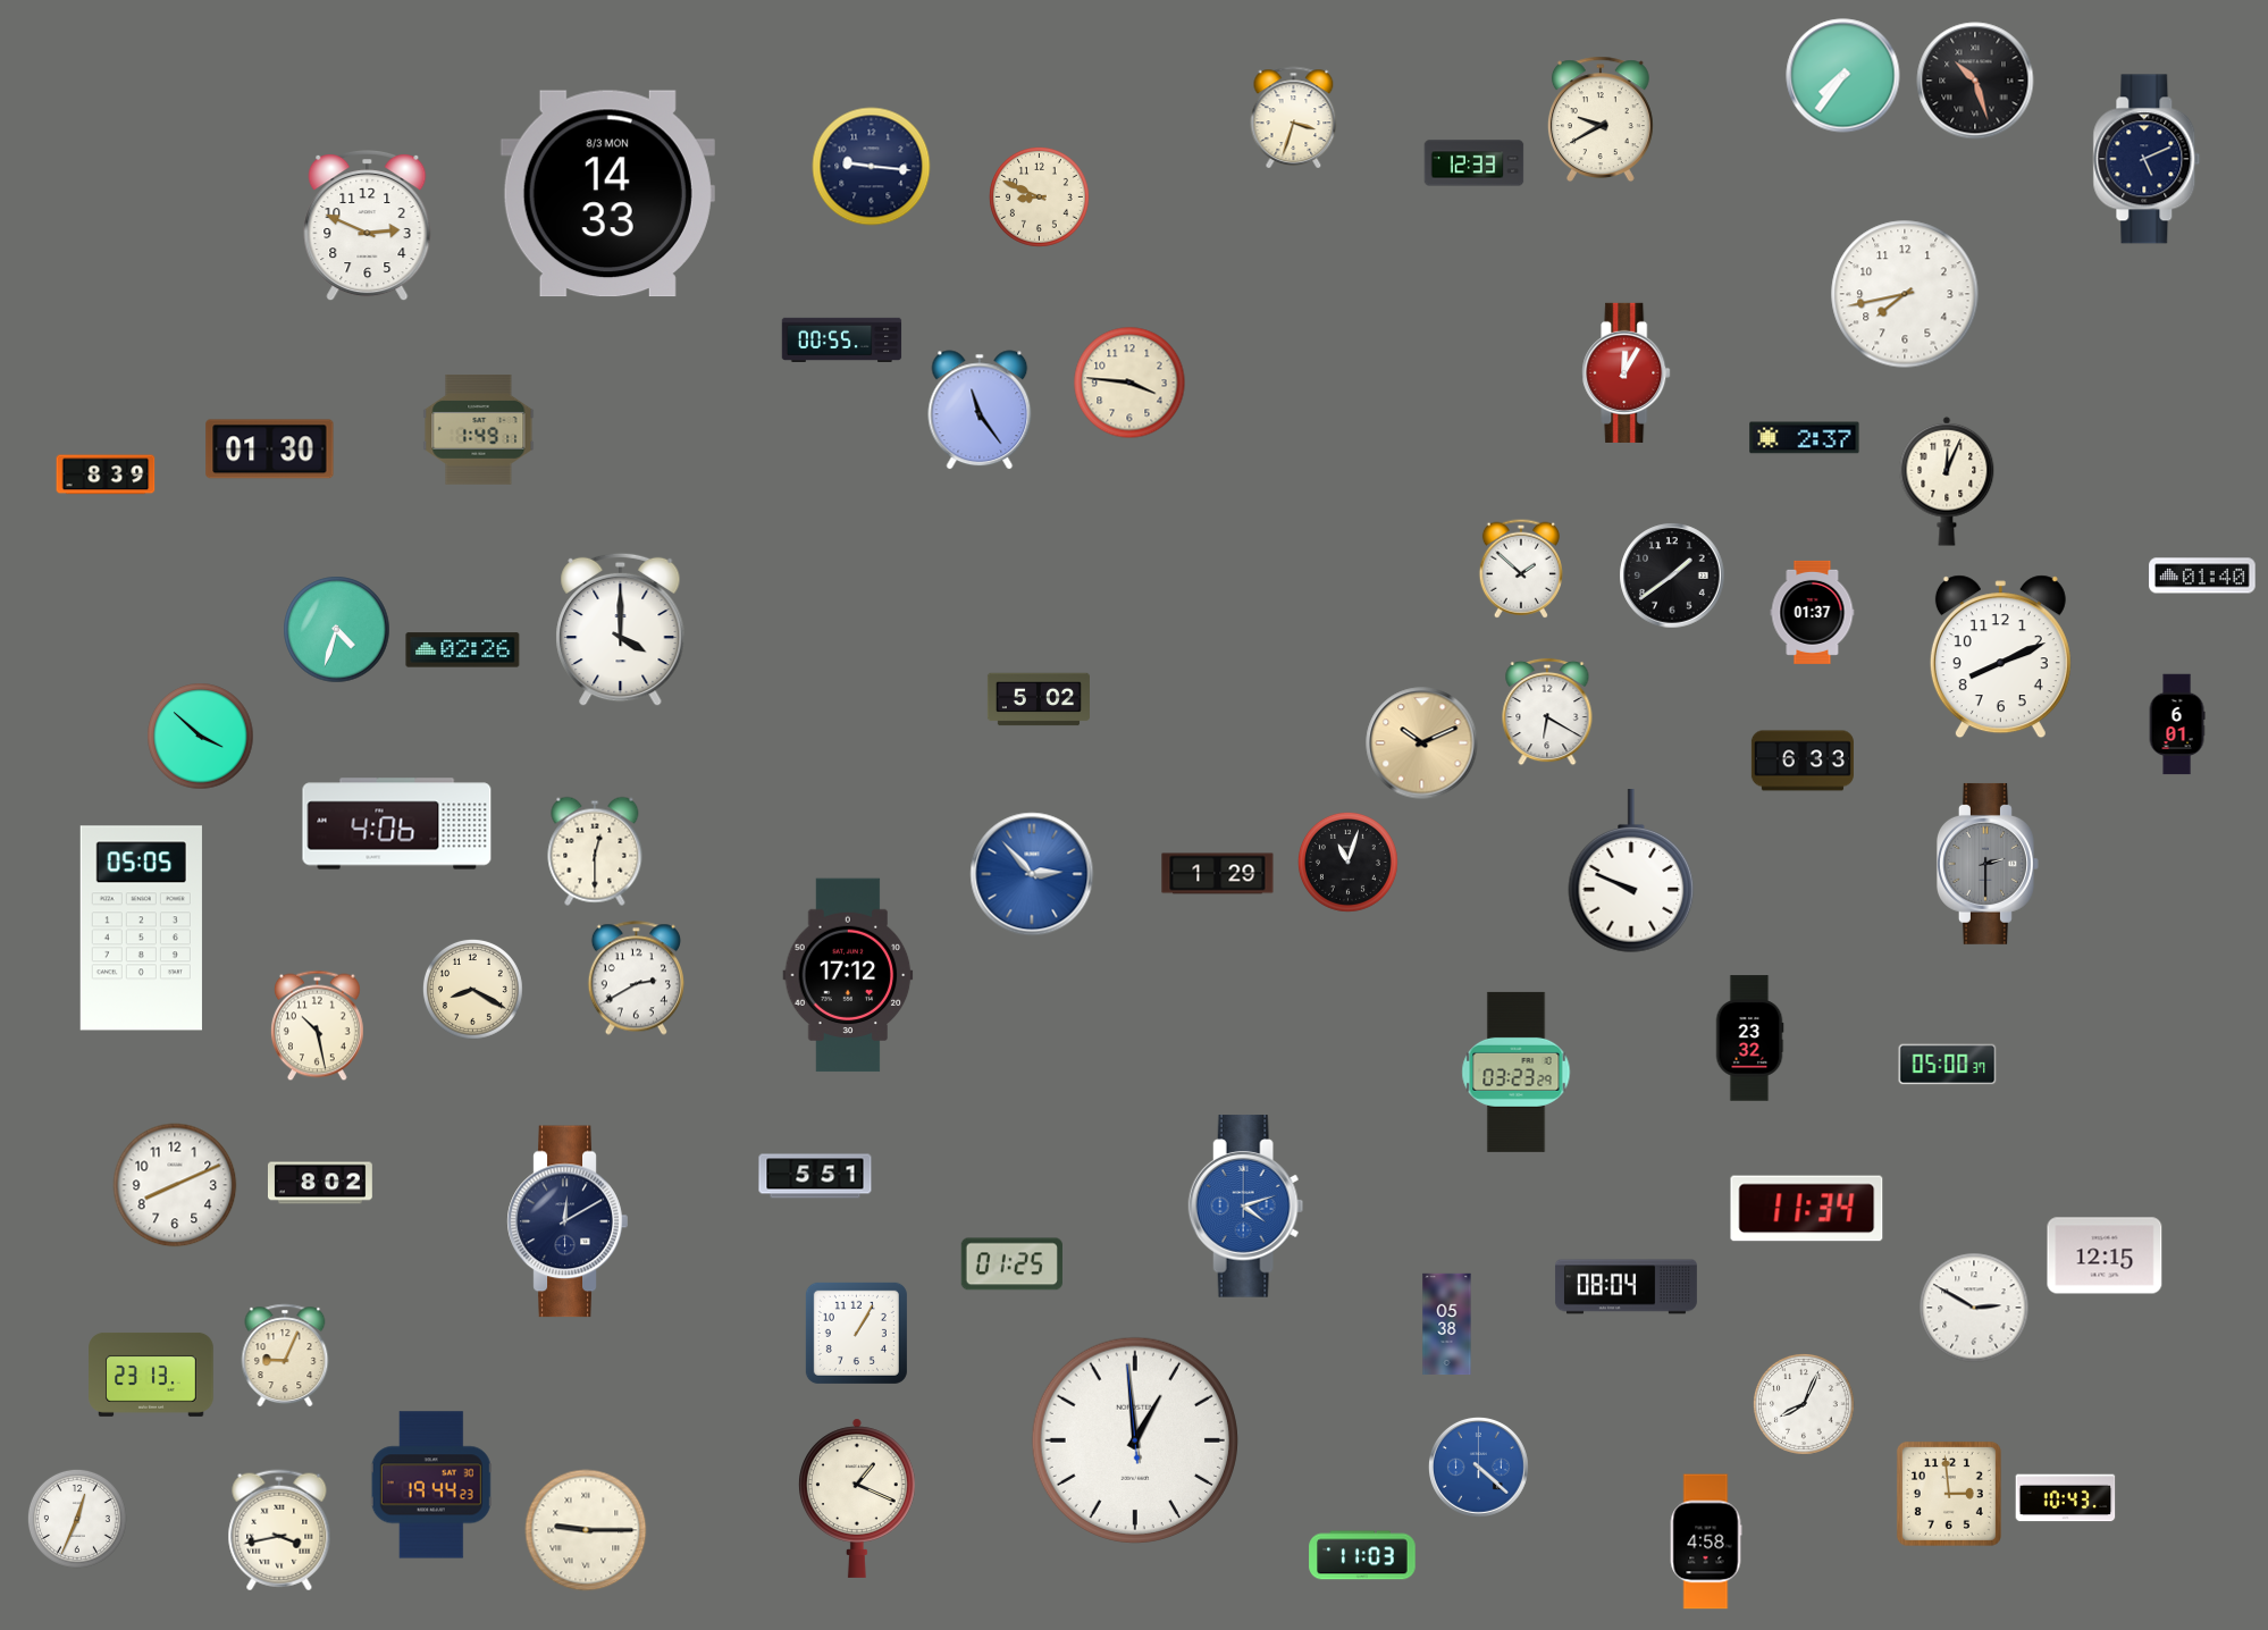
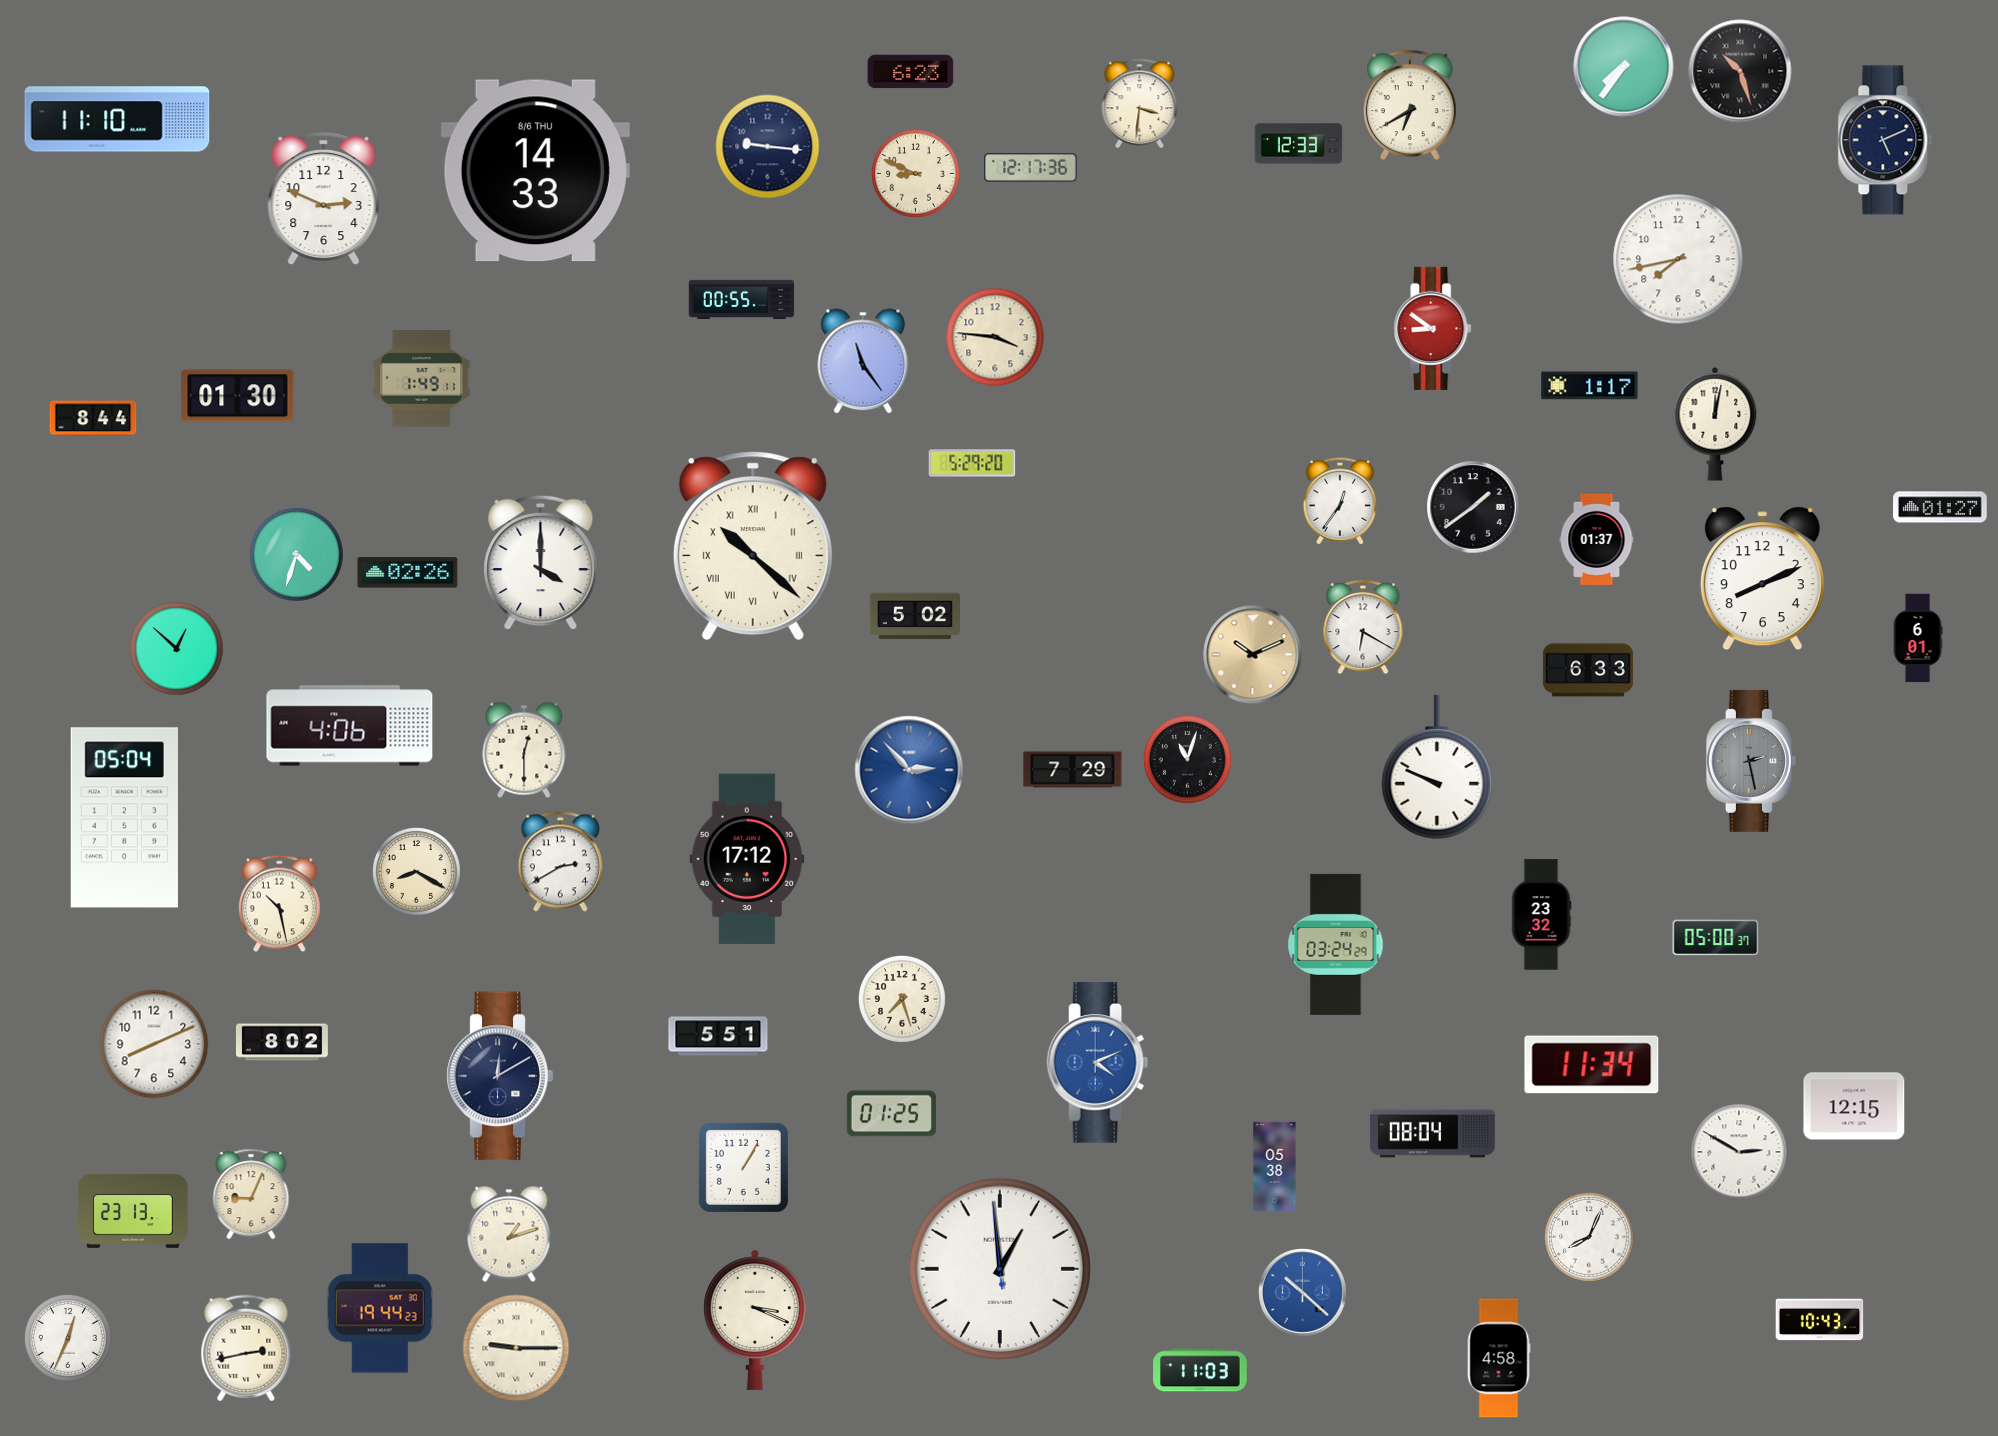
clock at (911, 72): none -> 6:23
clock at (1294, 117): 3:33 -> 3:31
clock at (1601, 119): 9:40 -> 6:40
clock at (117, 119): none -> 11:10
clock at (2147, 159) position: (2147, 159) -> (1885, 140)
clock at (1031, 168): none -> 12:17
clock at (607, 194) date: 8/3 MON -> 8/6 THU
clock at (1627, 372): 12:05 -> 8:51
clock at (1805, 438): 2:37 -> 1:17
clock at (106, 474): 8:39 -> 8:44
clock at (1947, 481): 12:04 -> 12:02
clock at (972, 463): none -> 5:29
clock at (1521, 569): 1:52 -> 12:36
clock at (2202, 575): 01:40 -> 01:27
clock at (753, 546): none -> 10:22
clock at (621, 630) position: (621, 630) -> (541, 563)
clock at (201, 737): 3:52 -> 12:52
clock at (1988, 864): 2:30 -> 2:28
clock at (1218, 874): 1:29 -> 7:29
clock at (141, 929): 05:05 -> 05:04
clock at (1517, 1072): 03:23 -> 03:24
clock at (902, 999): none -> 7:27
clock at (1246, 1207): 4:12 -> 4:11
clock at (856, 1333) position: (856, 1333) -> (743, 1167)
clock at (509, 1234): none -> 1:12
clock at (1479, 1468): 4:22 -> 10:22
clock at (1949, 1494): 2:59 -> none
clock at (857, 1498): 1:19 -> 3:19
clock at (279, 1530): 3:43 -> 2:43
clock at (1706, 1541) position: (1706, 1541) -> (1499, 1358)
